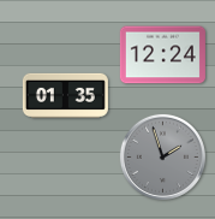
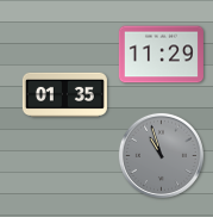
clock at (162, 55): 12:24 -> 11:29
clock at (162, 156): 1:57 -> 10:57
